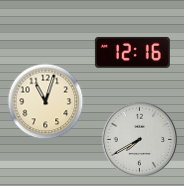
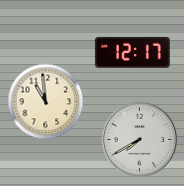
clock at (132, 52): 12:16 -> 12:17
clock at (46, 102): 11:03 -> 10:59
